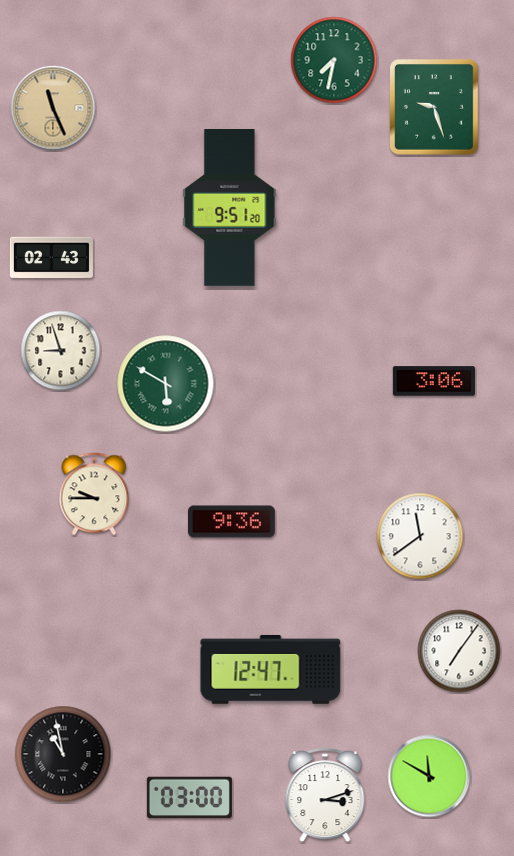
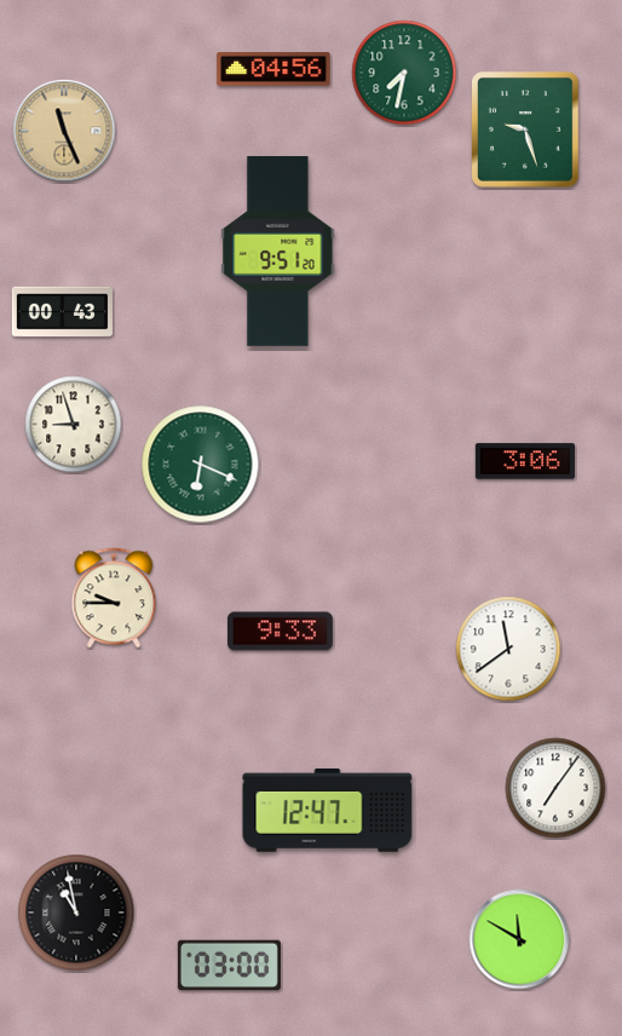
clock at (273, 69): none -> 04:56
clock at (51, 258): 02:43 -> 00:43
clock at (166, 384): 5:50 -> 6:19
clock at (231, 522): 9:36 -> 9:33
clock at (325, 796): 3:12 -> none
